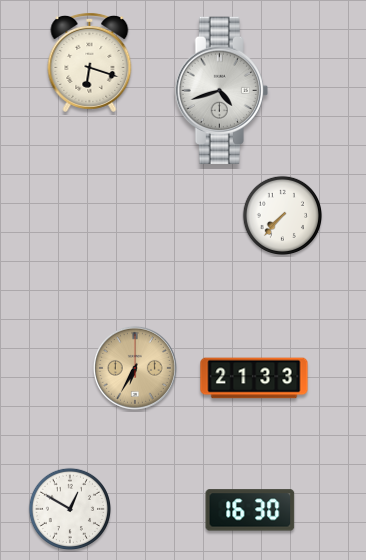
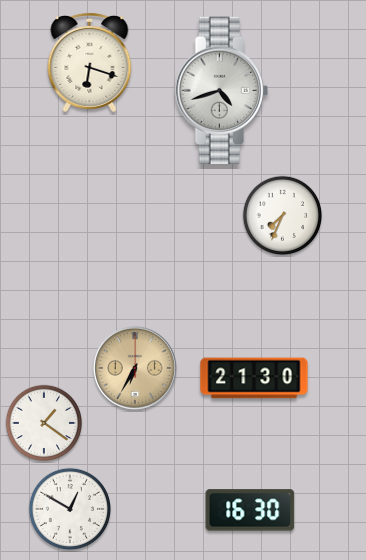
clock at (282, 215): 7:37 -> 7:34
clock at (254, 378): 21:33 -> 21:30
clock at (44, 423): none -> 1:21
